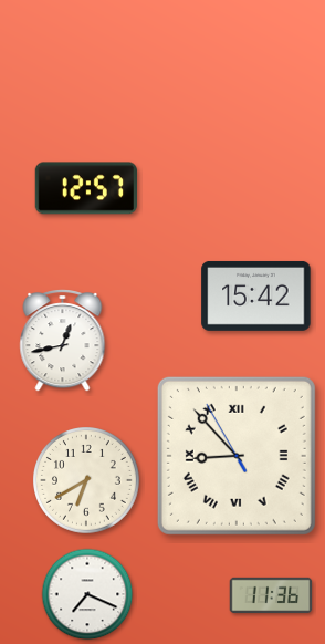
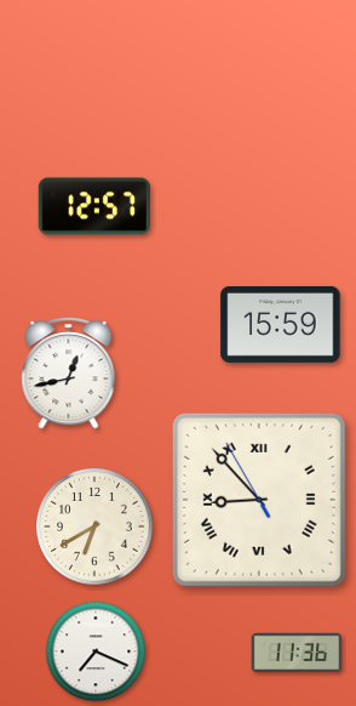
clock at (256, 295): 15:42 -> 15:59
